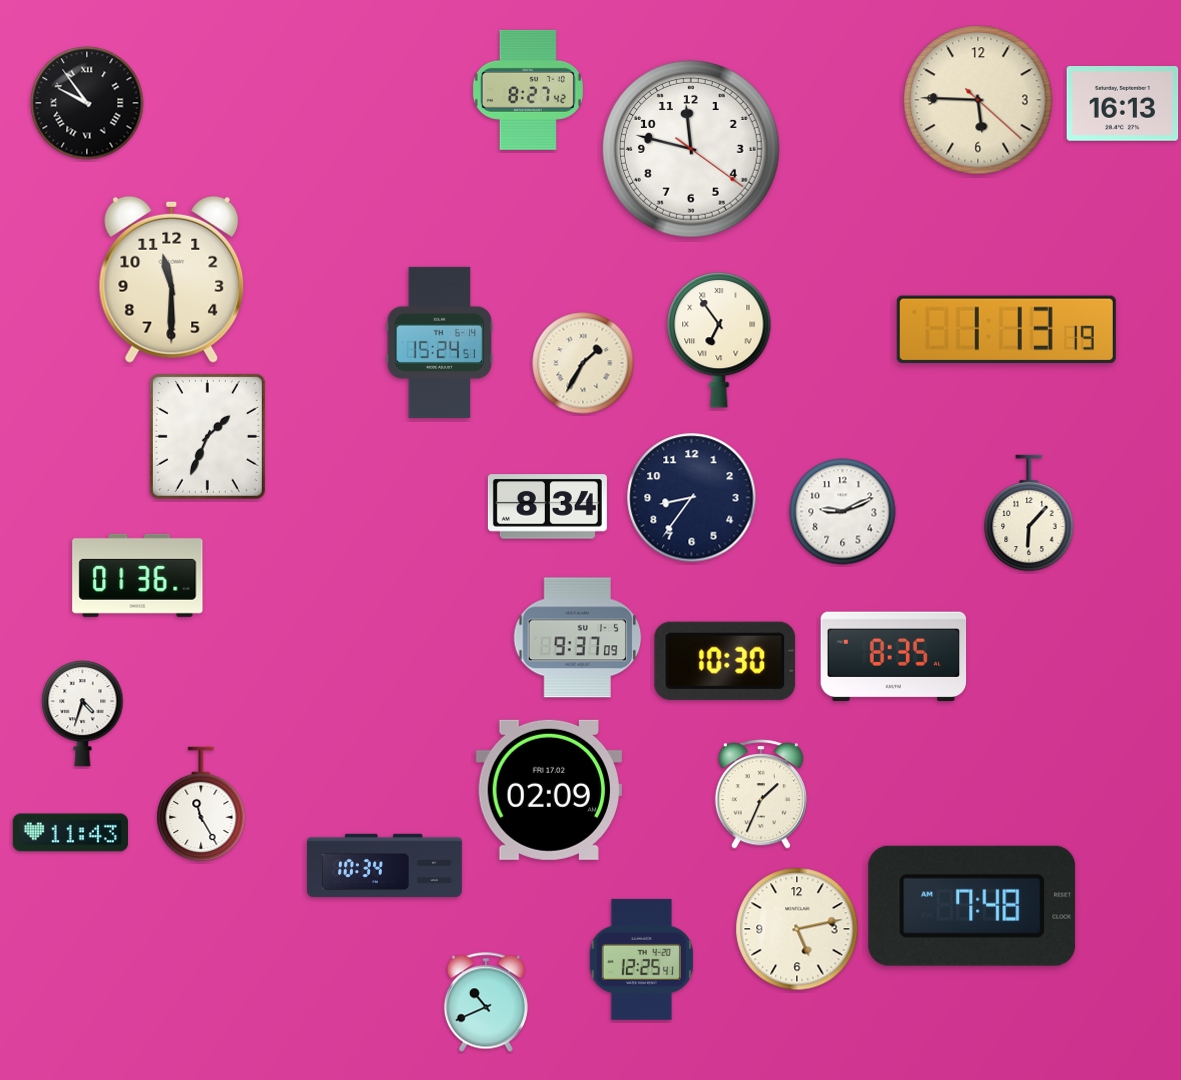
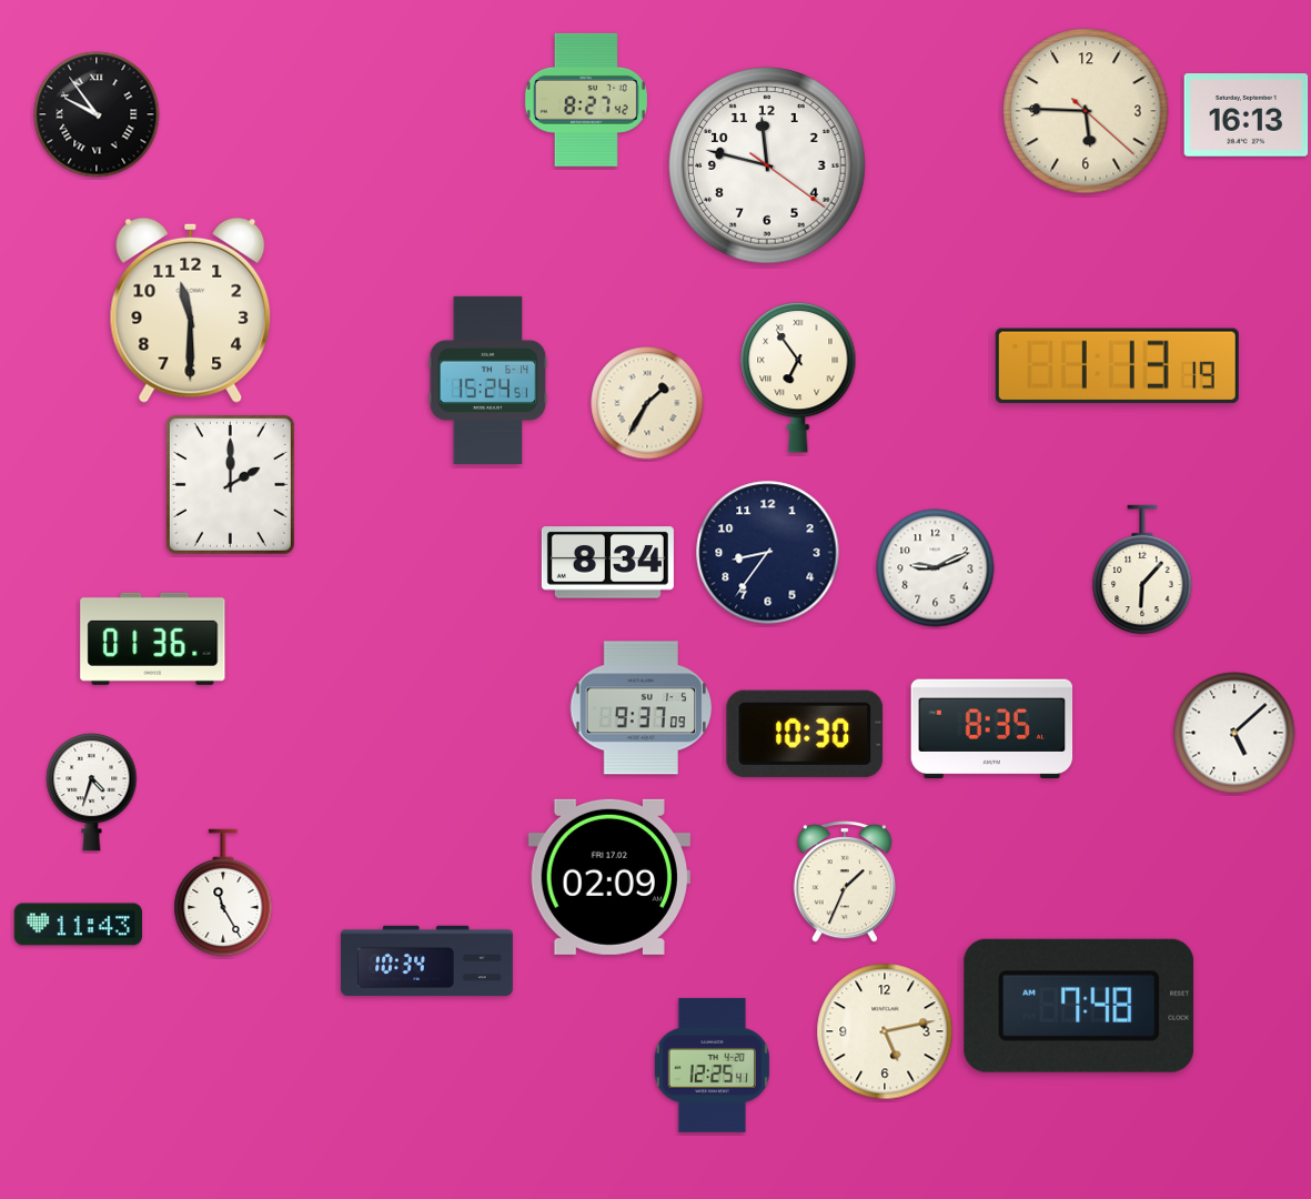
clock at (207, 436): 1:34 -> 2:00
clock at (1234, 733): none -> 5:08
clock at (486, 1002): 10:41 -> none
